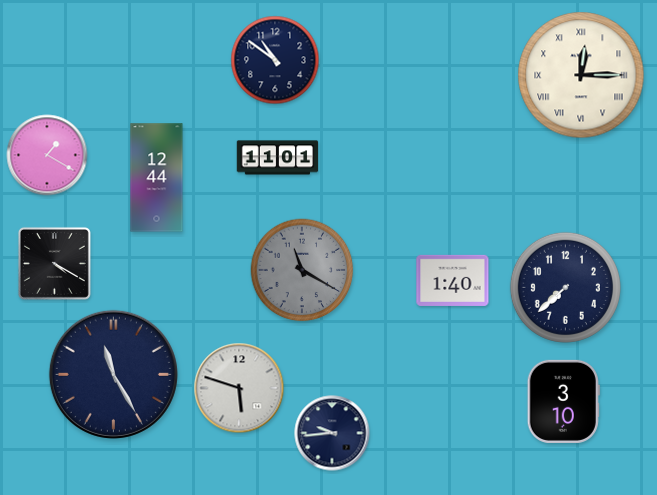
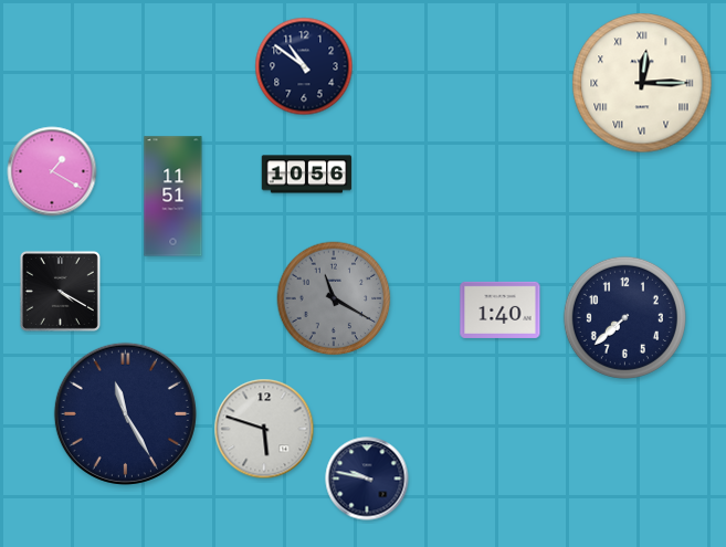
clock at (278, 158): 11:01 -> 10:56
clock at (157, 178): 12:44 -> 11:51
clock at (563, 401): 3:10 -> none
clock at (332, 433): 9:44 -> 9:47
